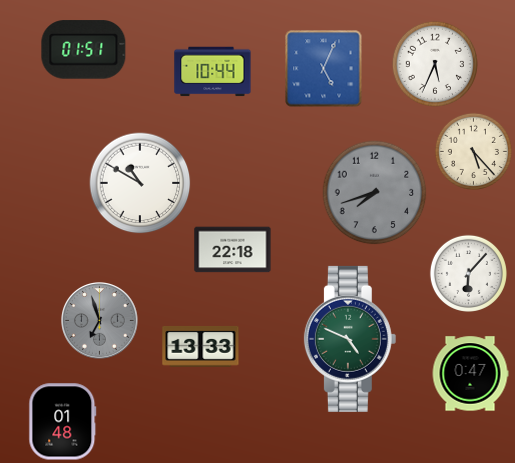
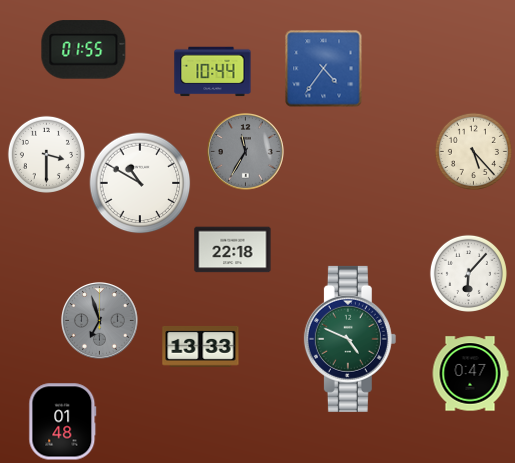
clock at (84, 50): 01:51 -> 01:55
clock at (434, 63): 5:34 -> none
clock at (324, 69): 5:04 -> 4:36
clock at (246, 152): none -> 11:35
clock at (46, 154): none -> 3:30
clock at (375, 193): 7:42 -> none
